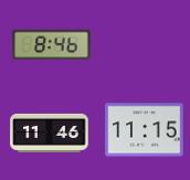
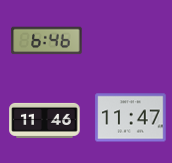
clock at (52, 45): 8:46 -> 6:46
clock at (145, 130): 11:15 -> 11:47
